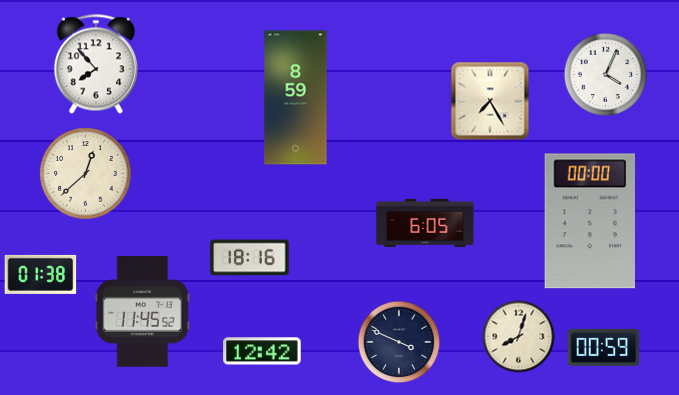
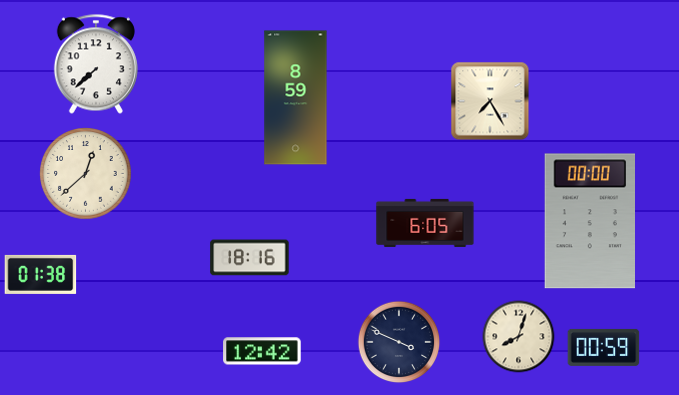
clock at (96, 64): 7:53 -> 7:38
clock at (606, 75): 4:04 -> none
clock at (142, 312): 11:45 -> none
